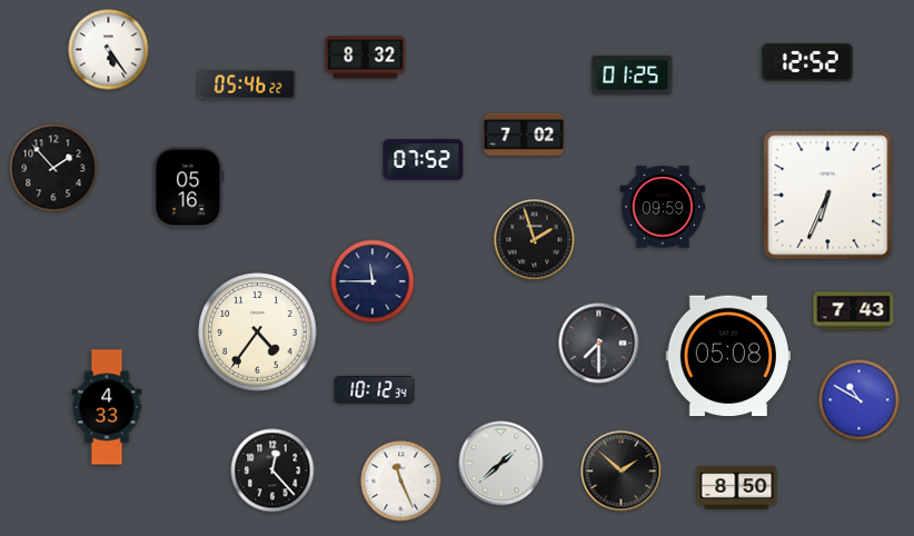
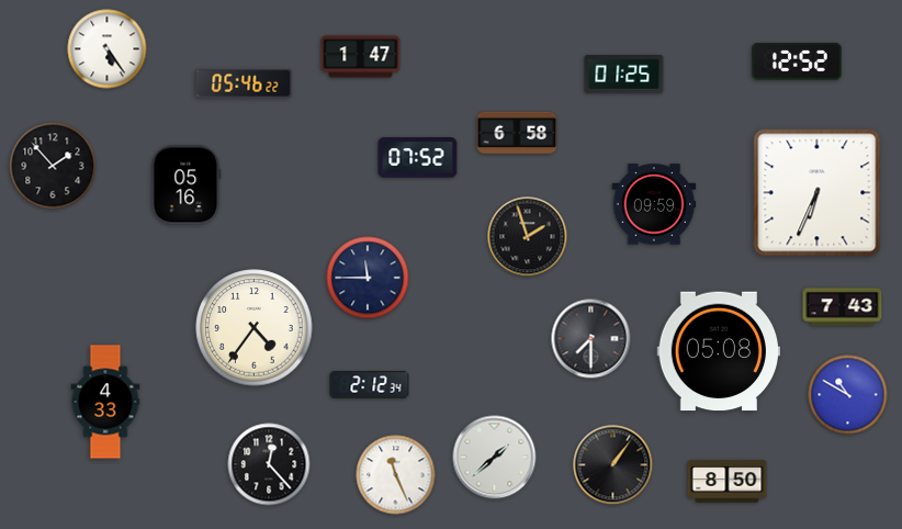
clock at (366, 58): 8:32 -> 1:47
clock at (524, 135): 7:02 -> 6:58
clock at (375, 390): 10:12 -> 2:12
clock at (622, 472): 1:52 -> 1:06
